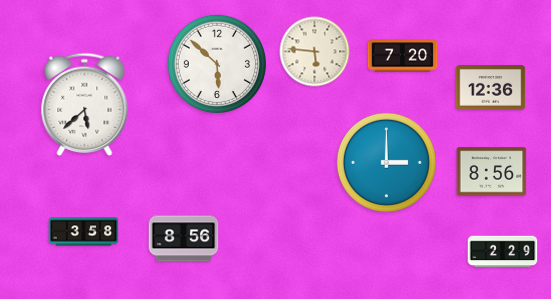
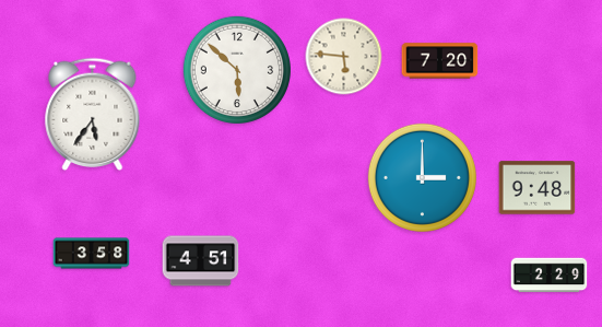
clock at (491, 88): 12:36 -> none
clock at (85, 105): 5:38 -> 5:36
clock at (492, 172): 8:56 -> 9:48
clock at (184, 239): 8:56 -> 4:51
